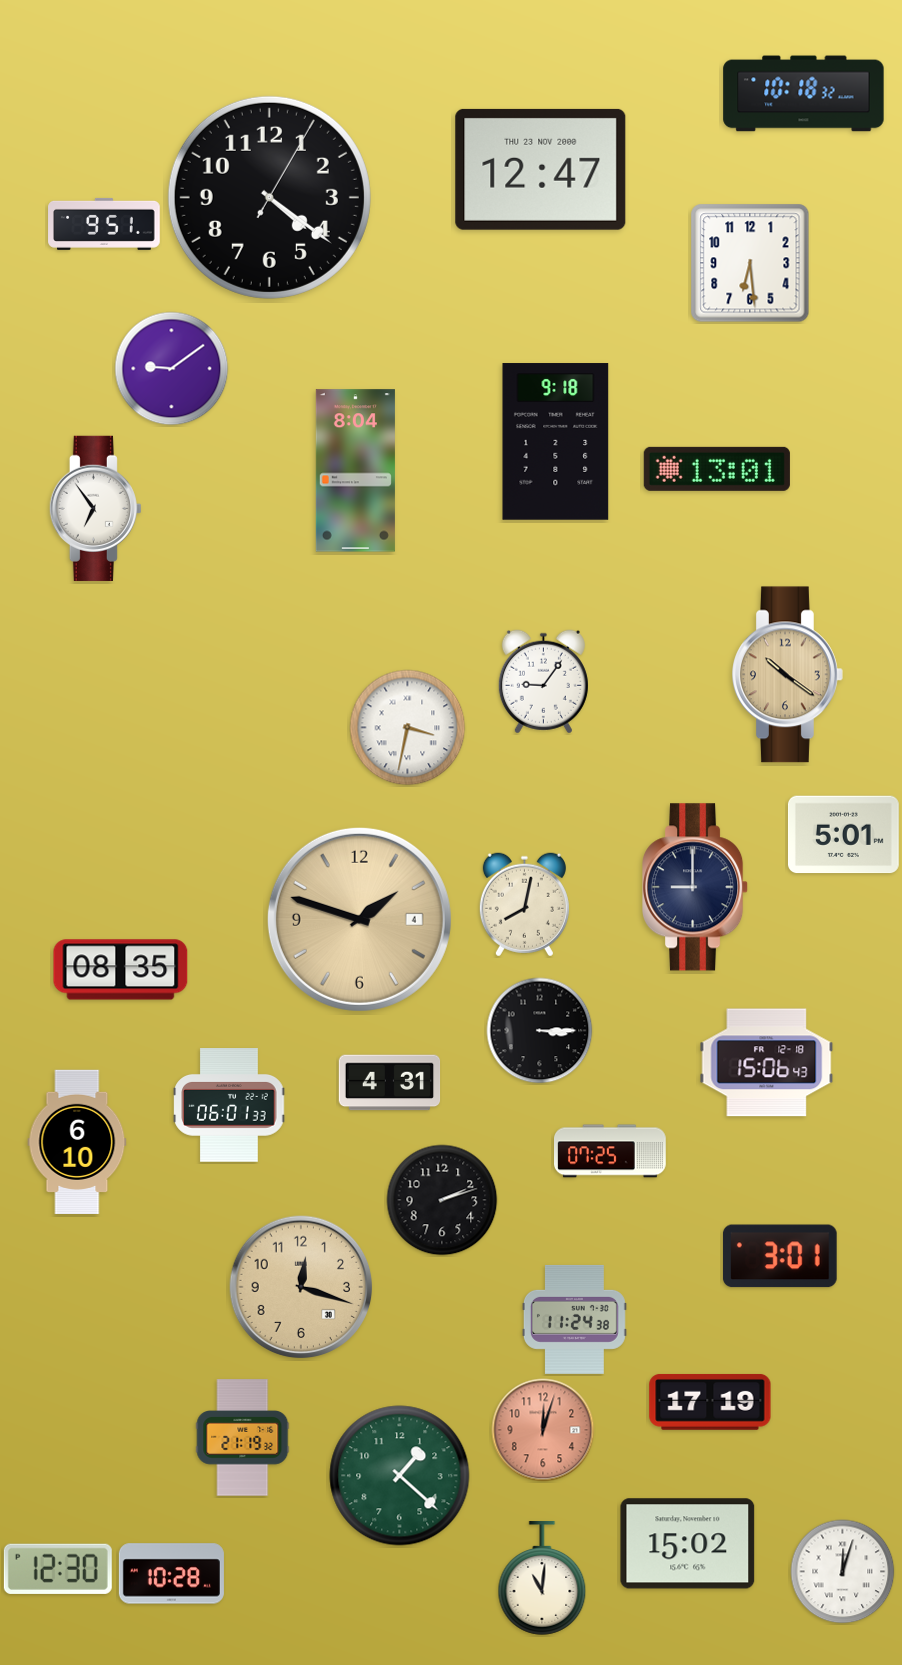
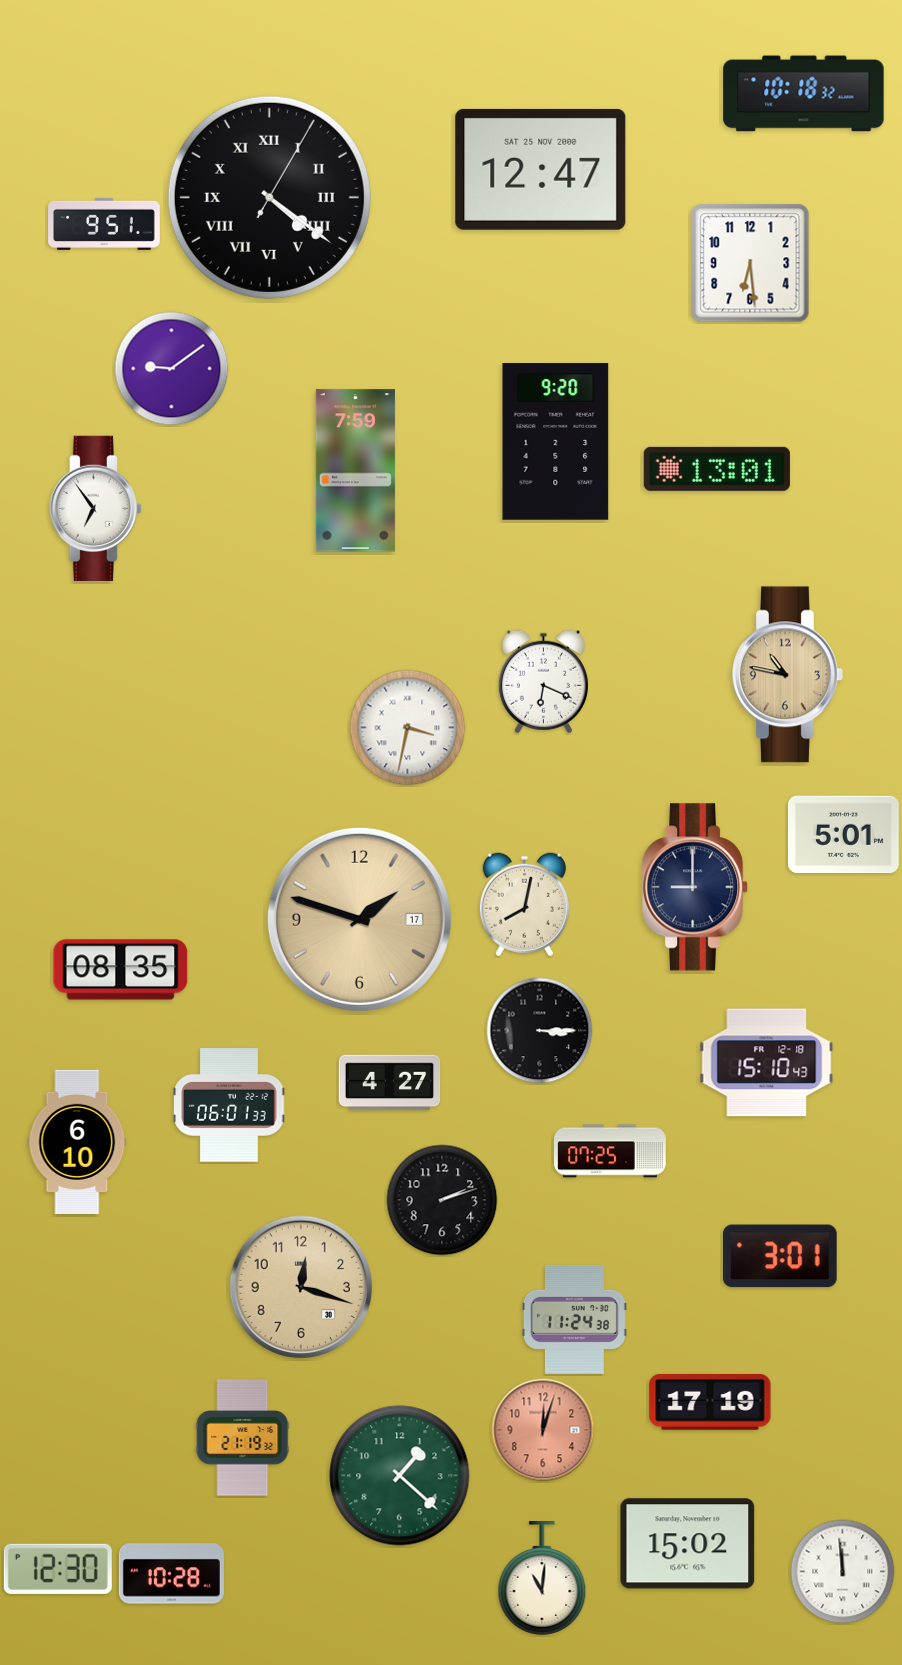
clock at (541, 169) date: THU 23 NOV 2000 -> SAT 25 NOV 2000
clock at (269, 197) numerals: Arabic -> Roman
clock at (556, 442): 9:18 -> 9:20
clock at (355, 471): 8:04 -> 7:59
clock at (788, 675): 10:21 -> 10:47
clock at (543, 682): 9:06 -> 6:19
clock at (359, 919) date: 4 -> 17
clock at (767, 1063): 15:06 -> 15:10
clock at (390, 1083): 4:31 -> 4:27
clock at (843, 1572): 12:03 -> 11:59
